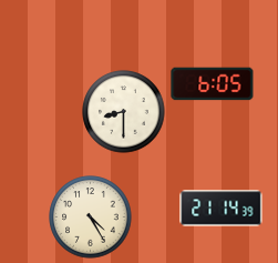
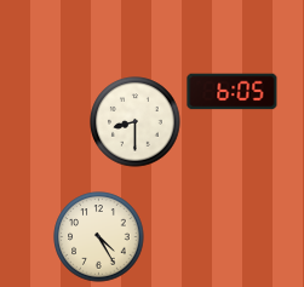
clock at (222, 209): 21:14 -> none
